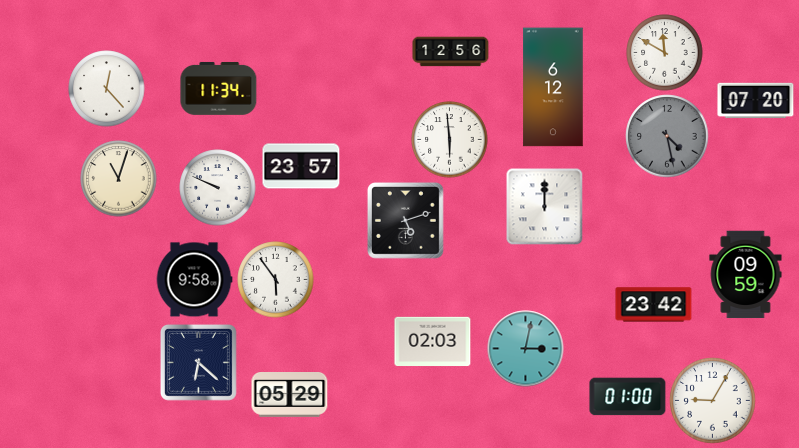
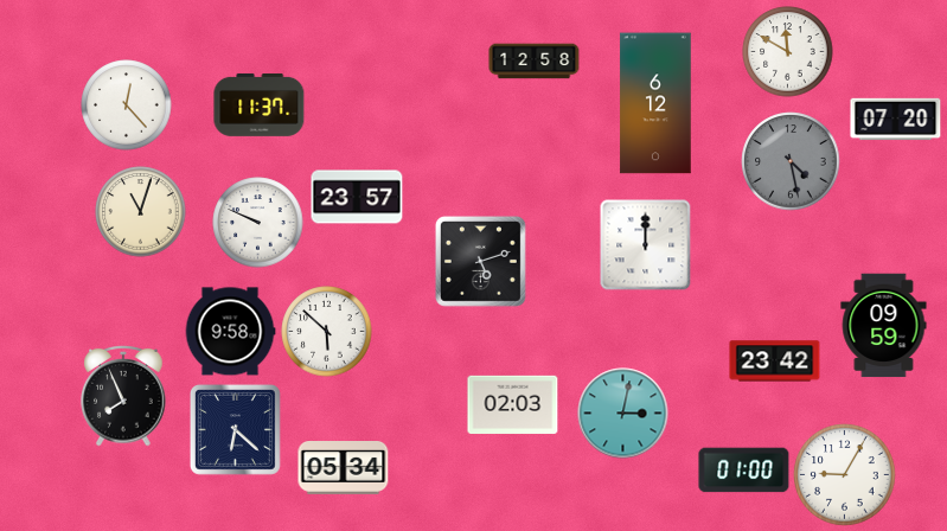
clock at (451, 52): 12:56 -> 12:58
clock at (665, 53) position: (665, 53) -> (788, 52)
clock at (219, 88): 11:34 -> 11:37
clock at (450, 140): 5:59 -> none
clock at (276, 280): 5:54 -> 5:52
clock at (123, 396): none -> 7:56
clock at (290, 395): 05:29 -> 05:34
